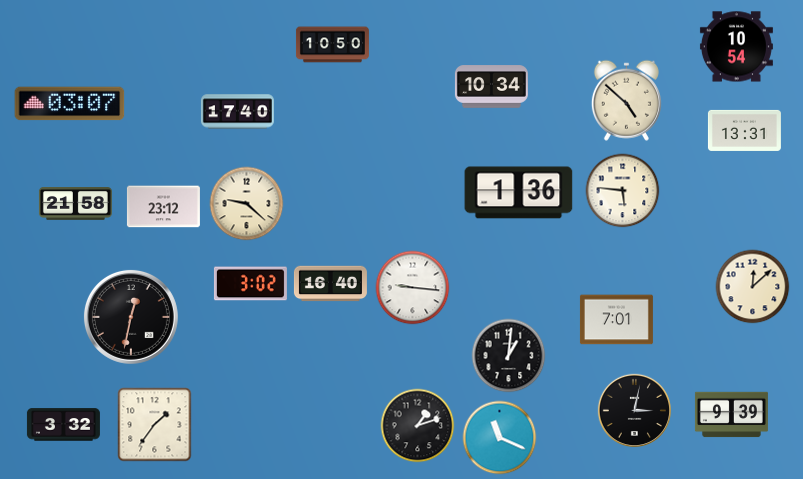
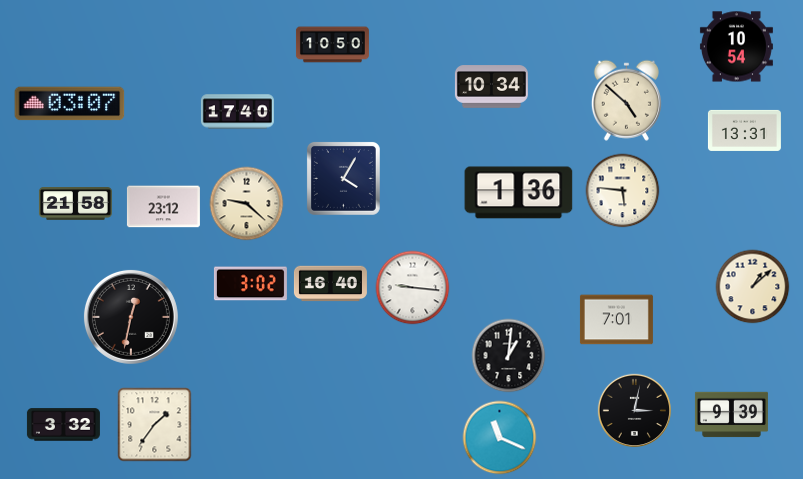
clock at (343, 178): none -> 4:05
clock at (753, 287): 12:08 -> 1:08
clock at (418, 426): 1:12 -> none
